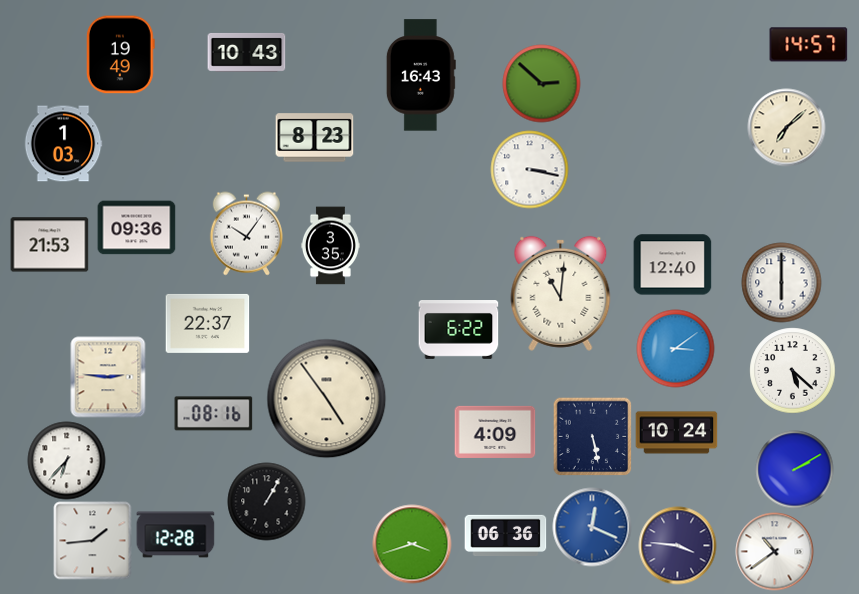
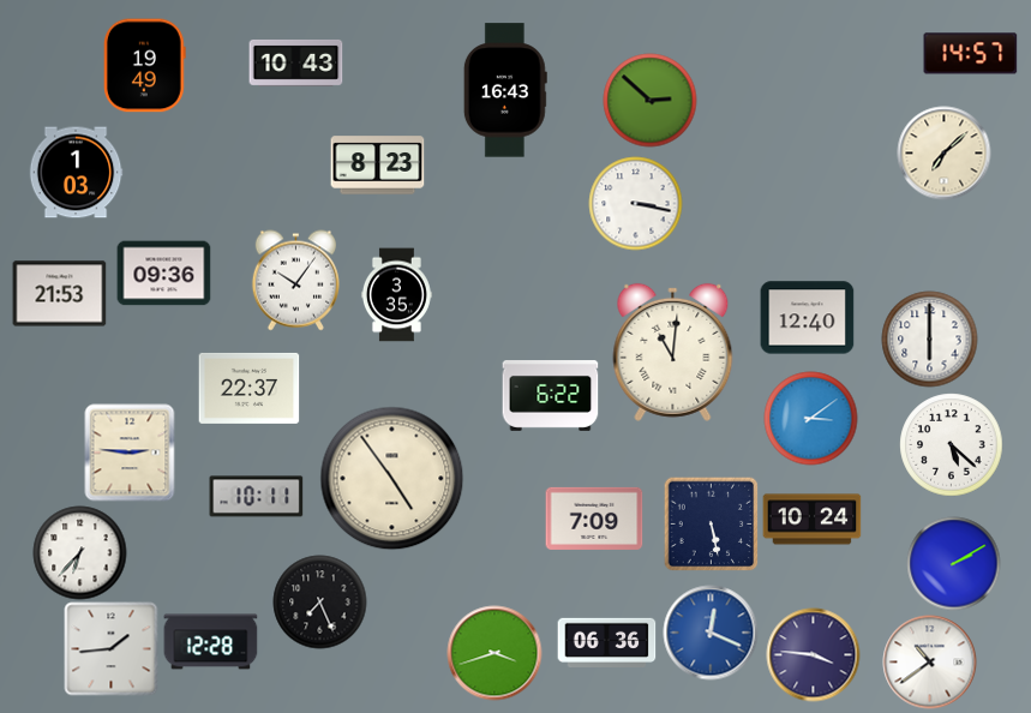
clock at (781, 282) position: (781, 282) -> (929, 338)
clock at (213, 414): 08:16 -> 10:11
clock at (495, 432): 4:09 -> 7:09
clock at (266, 501): 1:05 -> 7:26
